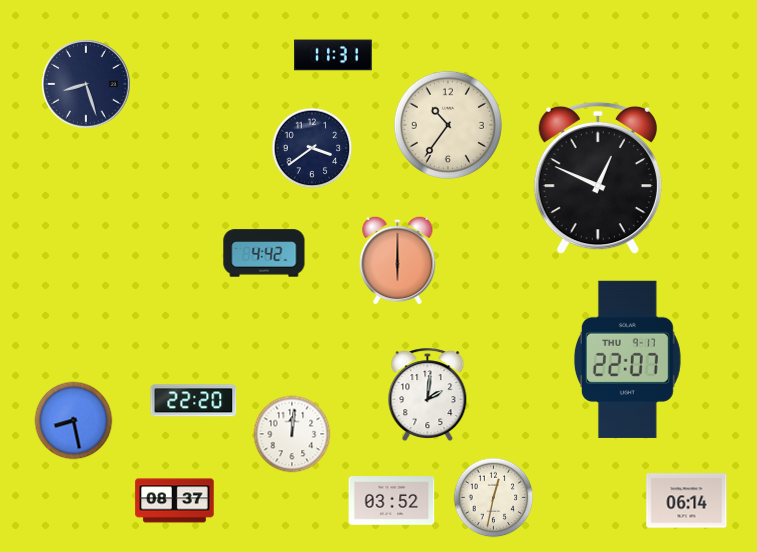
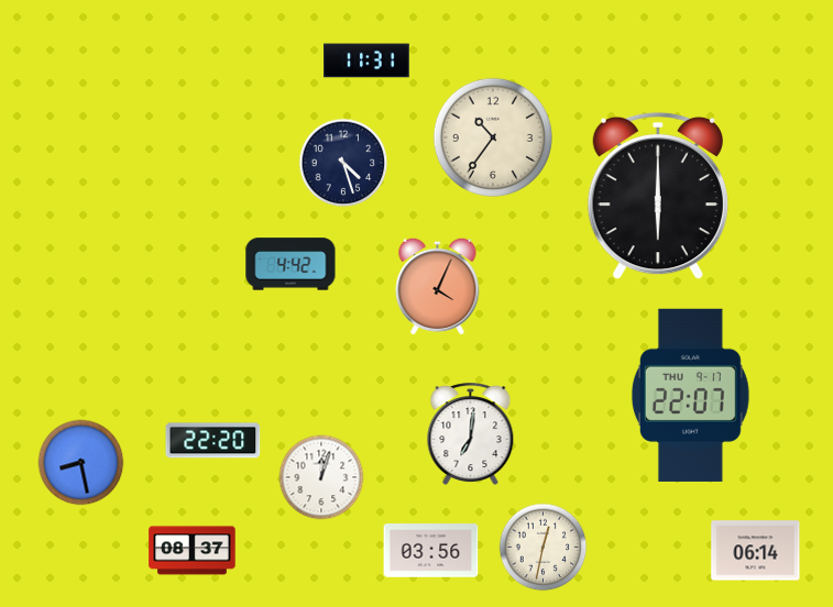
clock at (86, 84): 8:27 -> none
clock at (312, 148): 3:39 -> 4:27
clock at (598, 178): 12:49 -> 6:00
clock at (264, 253) position: (264, 253) -> (291, 264)
clock at (398, 260): 6:00 -> 4:04
clock at (428, 395): 2:01 -> 7:01
clock at (292, 434): 12:01 -> 12:03
clock at (392, 501): 03:52 -> 03:56
